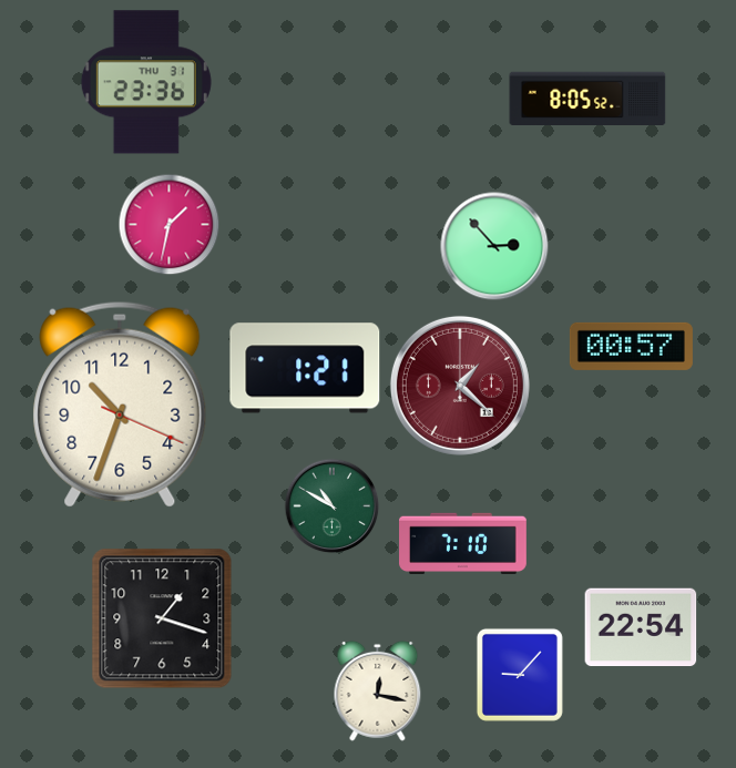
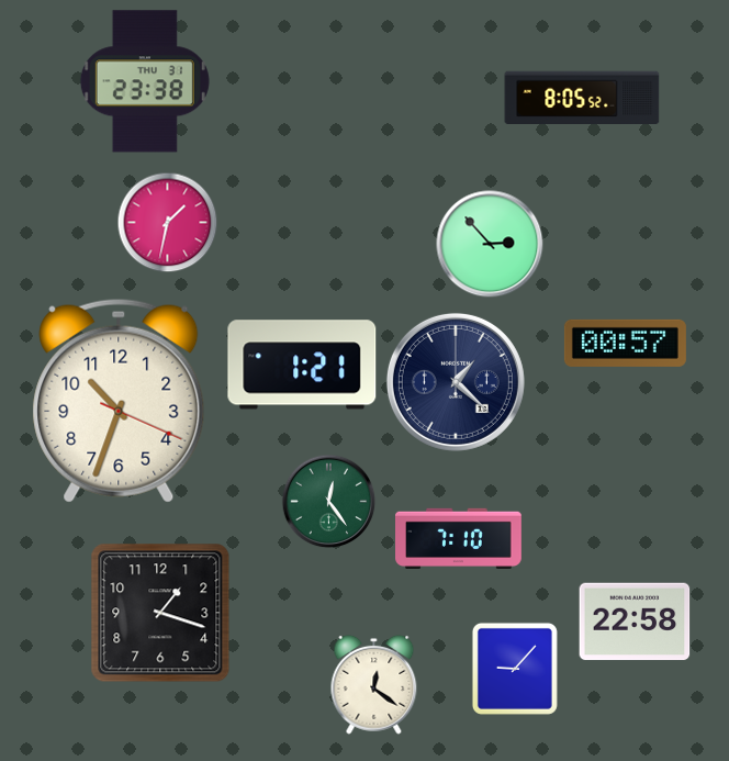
clock at (146, 82): 23:36 -> 23:38
clock at (460, 386) dial: burgundy -> navy
clock at (331, 505): 10:50 -> 12:24
clock at (641, 627): 22:54 -> 22:58
clock at (378, 690): 12:17 -> 12:21
